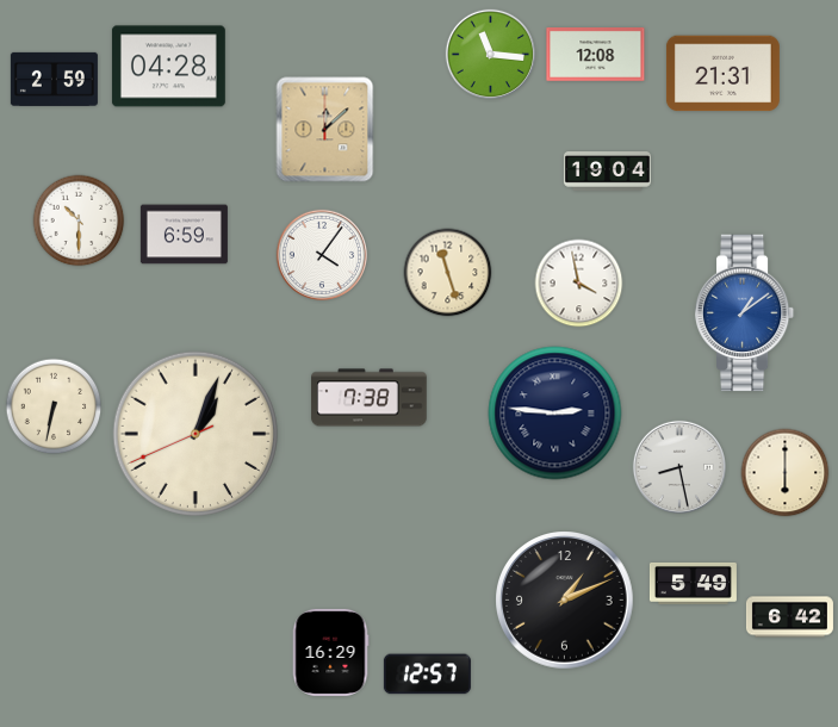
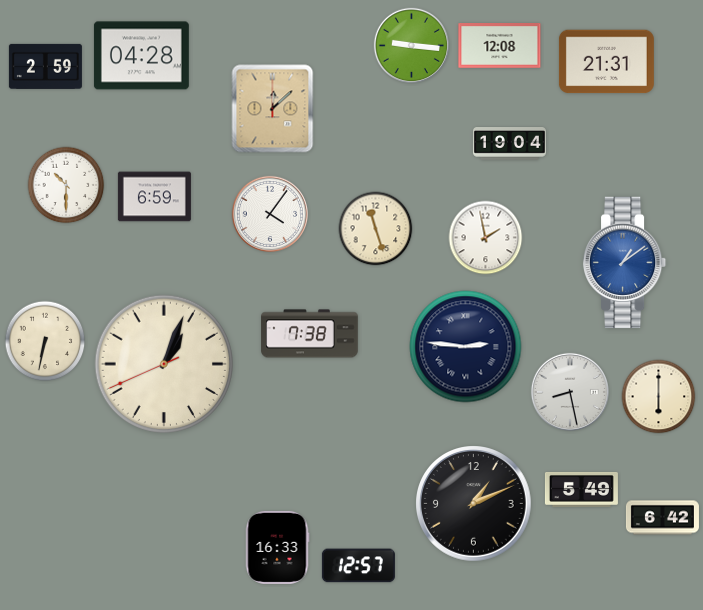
clock at (490, 54): 11:16 -> 9:16
clock at (579, 284): 3:58 -> 1:58
clock at (330, 652): 16:29 -> 16:33
